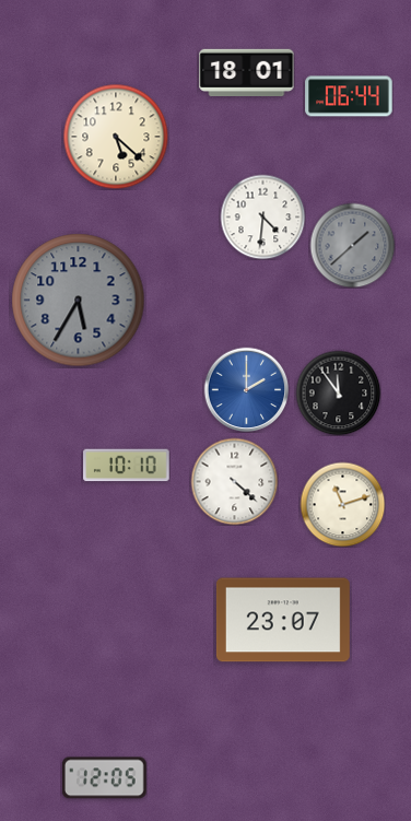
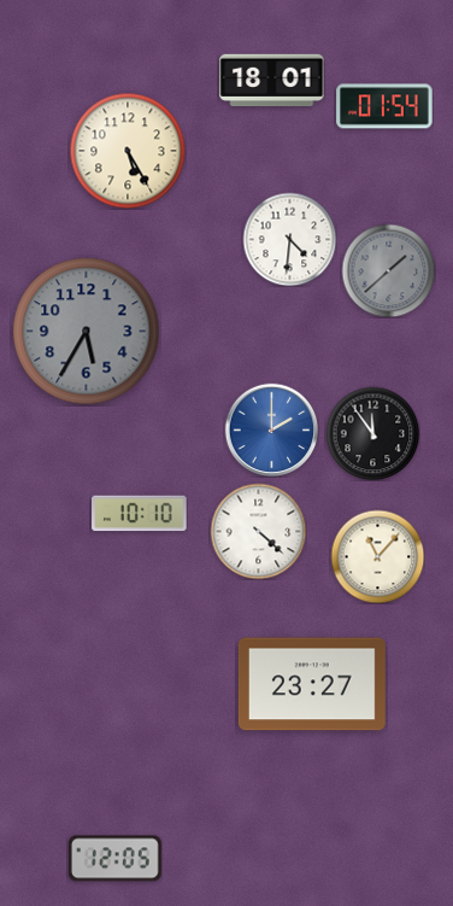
clock at (349, 96): 06:44 -> 01:54
clock at (116, 137): 5:22 -> 5:25
clock at (342, 504): 11:12 -> 11:07
clock at (283, 620): 23:07 -> 23:27
